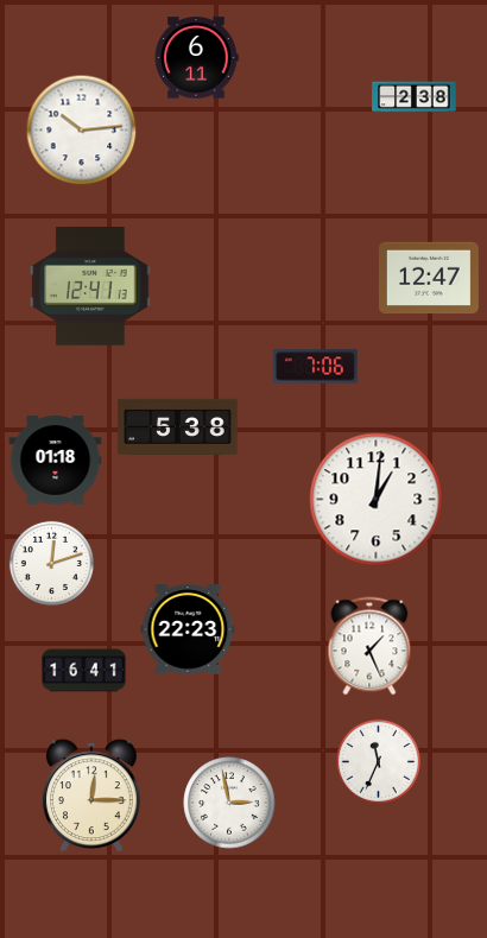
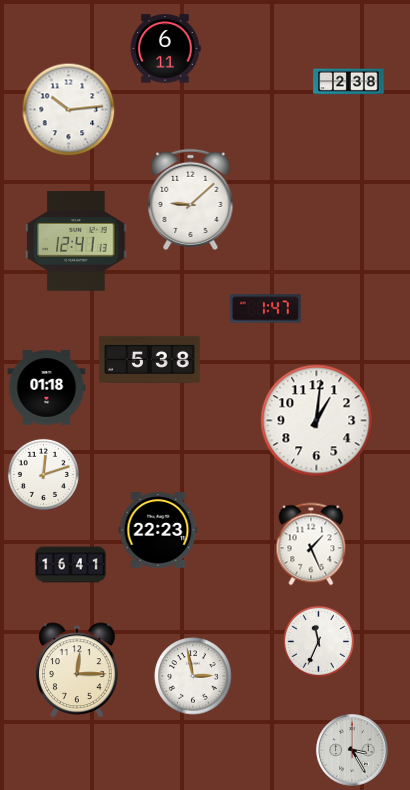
clock at (191, 199): none -> 9:08
clock at (429, 278): 12:47 -> none
clock at (316, 367): 7:06 -> 1:47
clock at (352, 750): none -> 3:25
